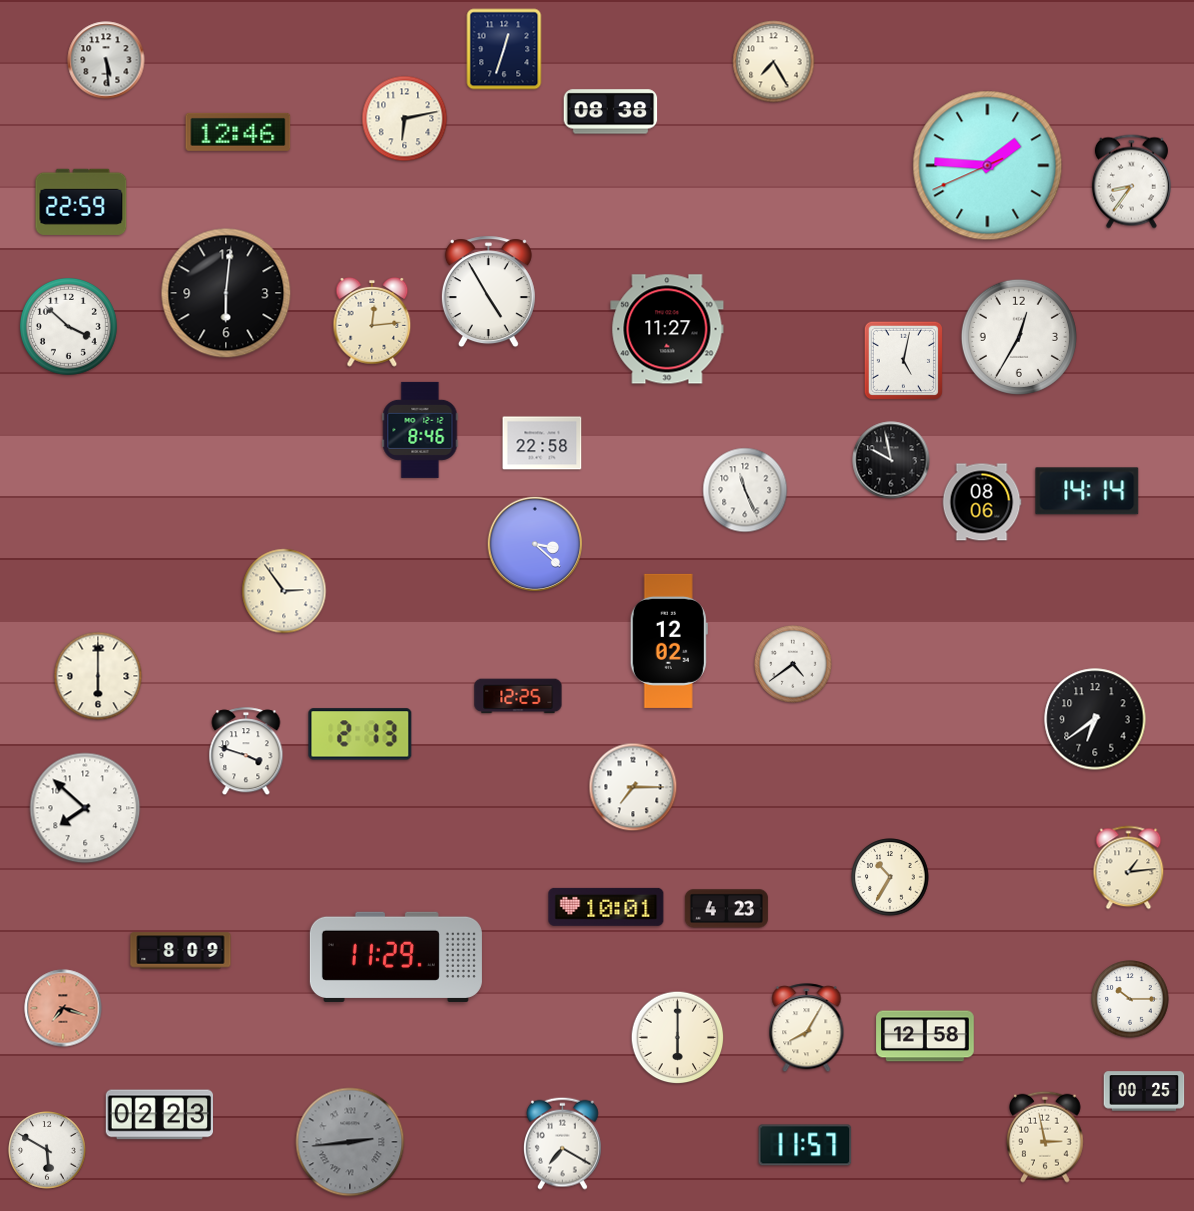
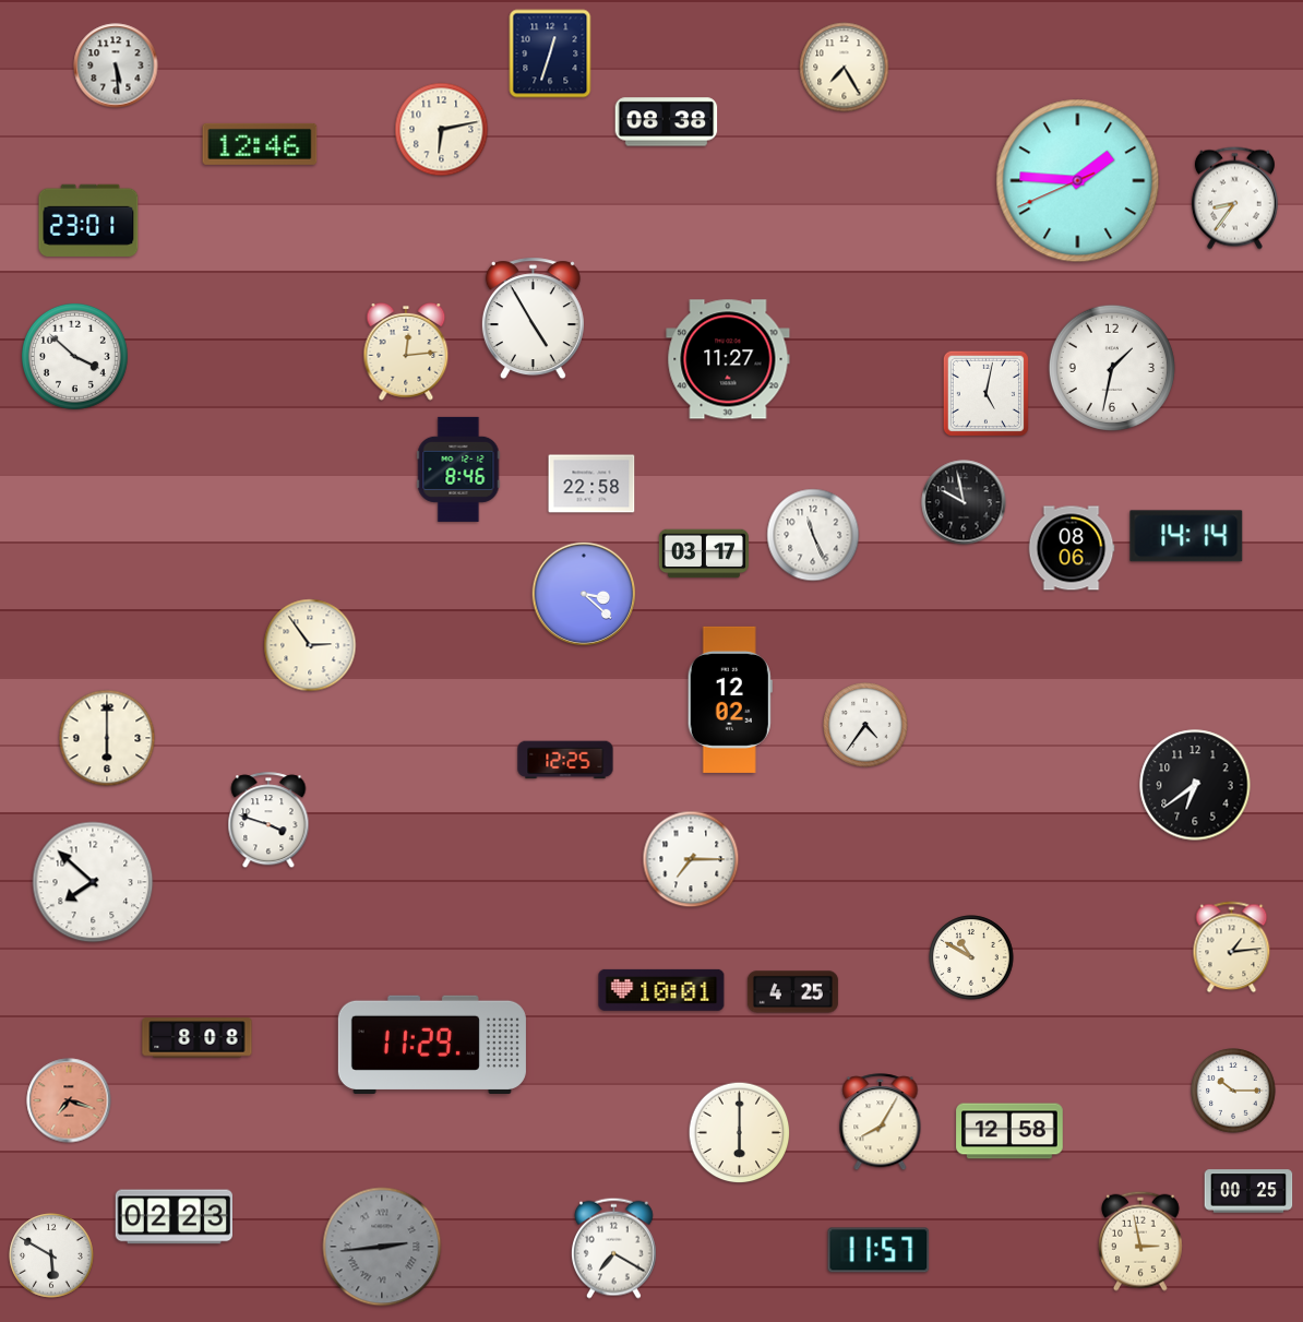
clock at (81, 202): 22:59 -> 23:01
clock at (226, 293): 6:01 -> none
clock at (1019, 337): 12:35 -> 1:32
clock at (891, 460) position: (891, 460) -> (964, 502)
clock at (703, 553): none -> 03:17
clock at (793, 664): 4:39 -> 4:36
clock at (360, 734): 2:13 -> none
clock at (890, 877): 10:35 -> 10:50
clock at (726, 909): 4:23 -> 4:25
clock at (181, 951): 8:09 -> 8:08
